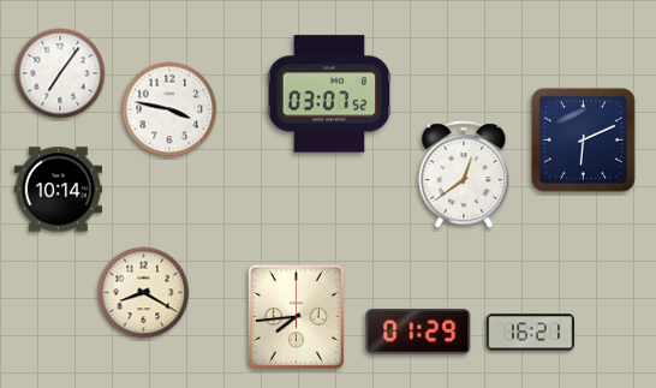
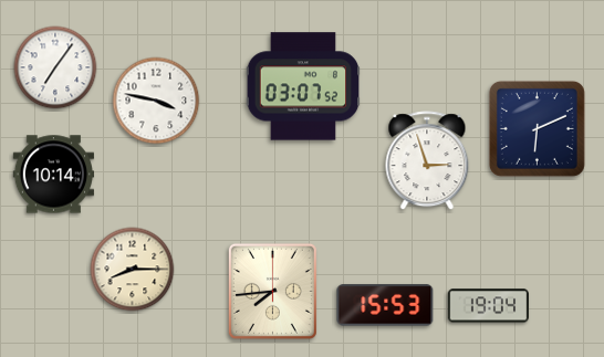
clock at (464, 175): 12:39 -> 2:57
clock at (144, 293): 8:20 -> 8:15
clock at (418, 332): 01:29 -> 15:53
clock at (530, 333): 16:21 -> 19:04
